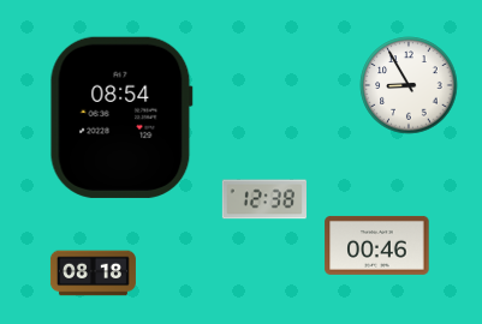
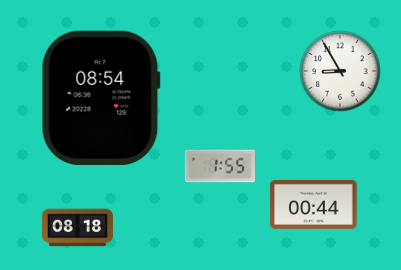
clock at (264, 199): 12:38 -> 1:55
clock at (377, 245): 00:46 -> 00:44
